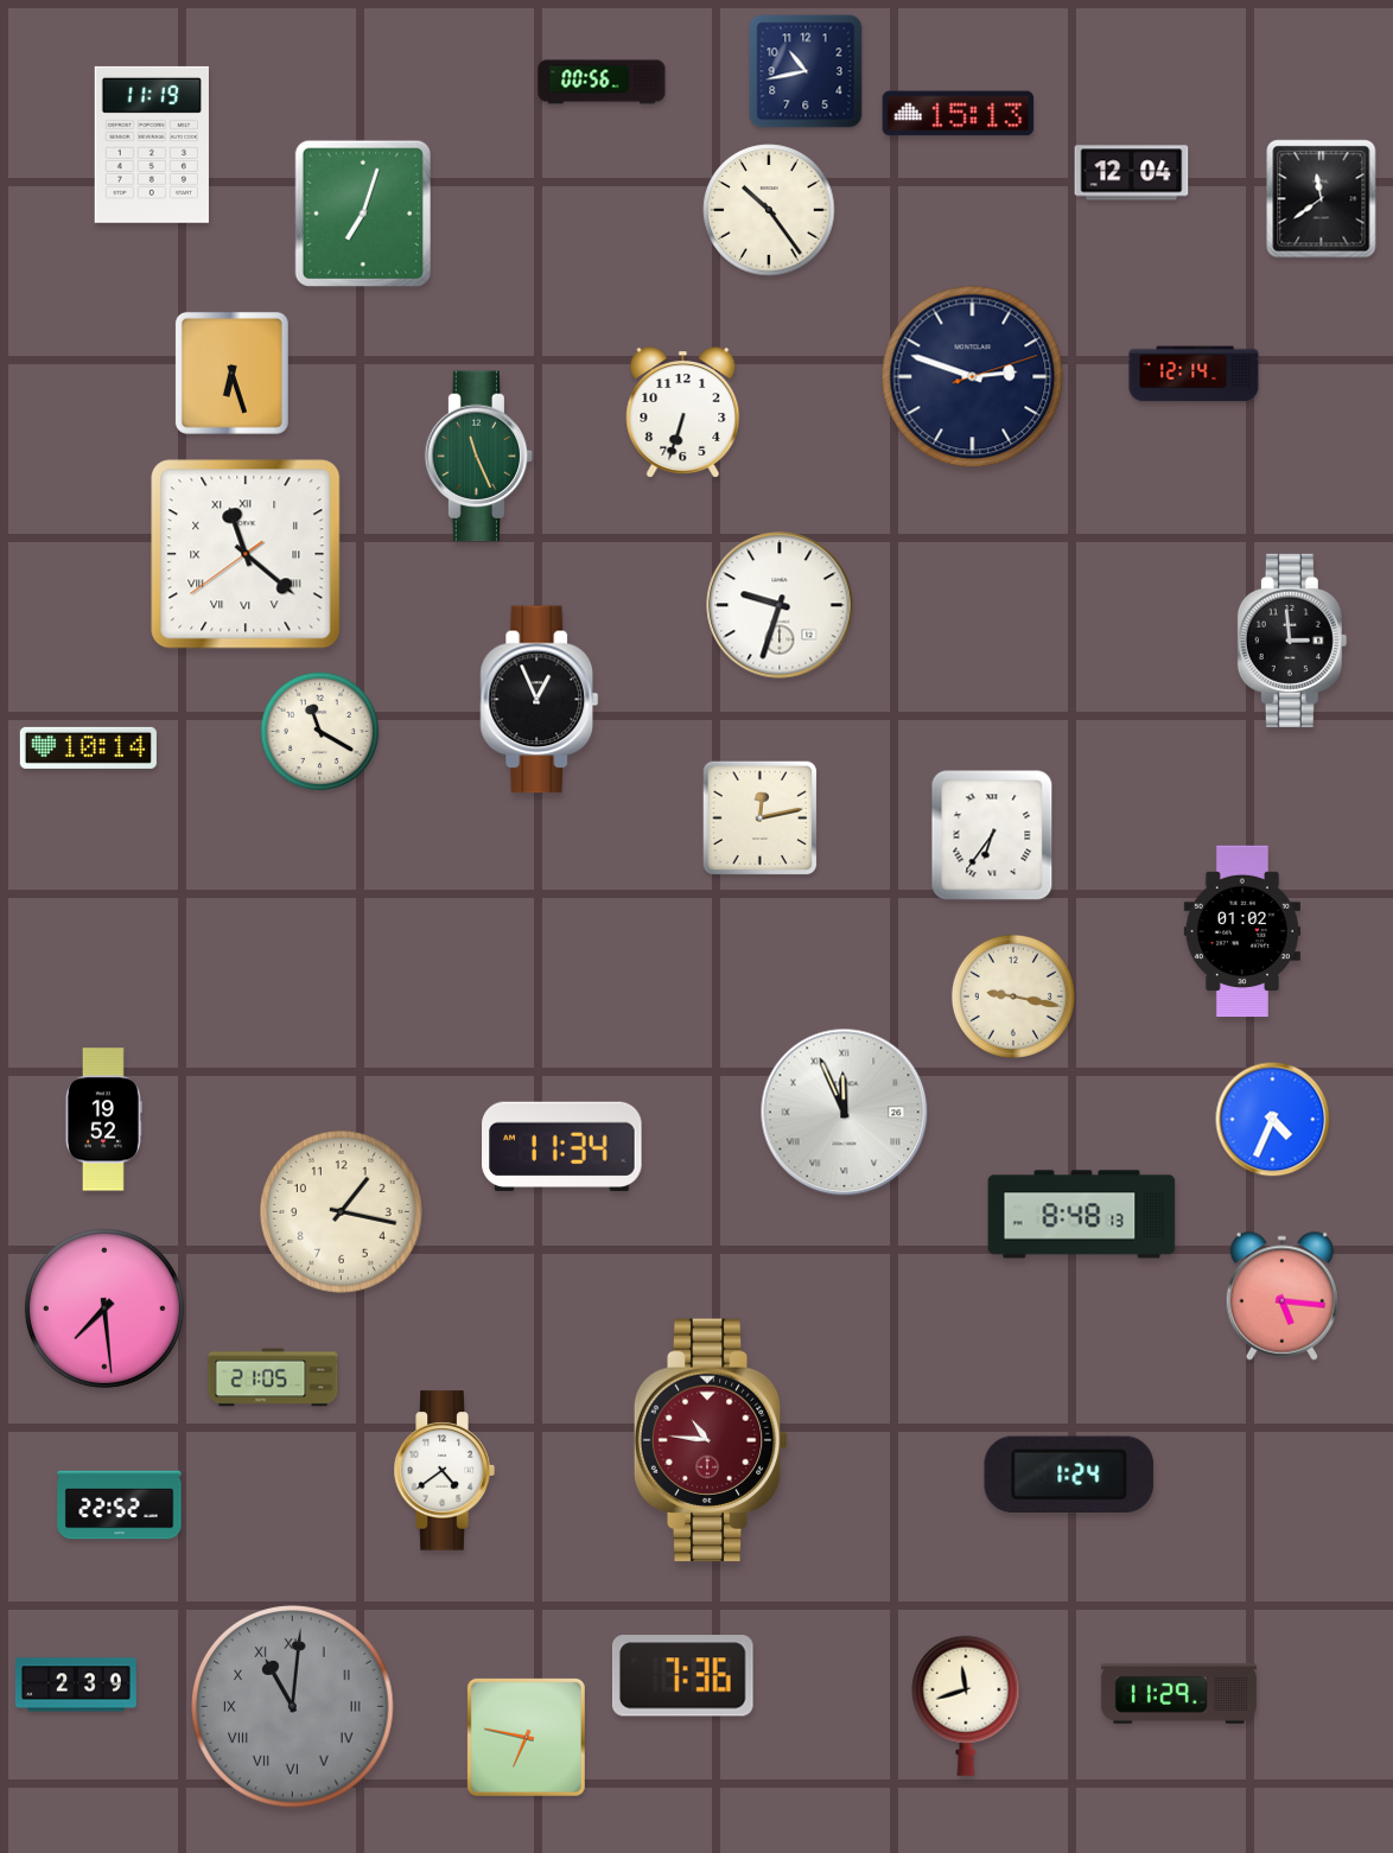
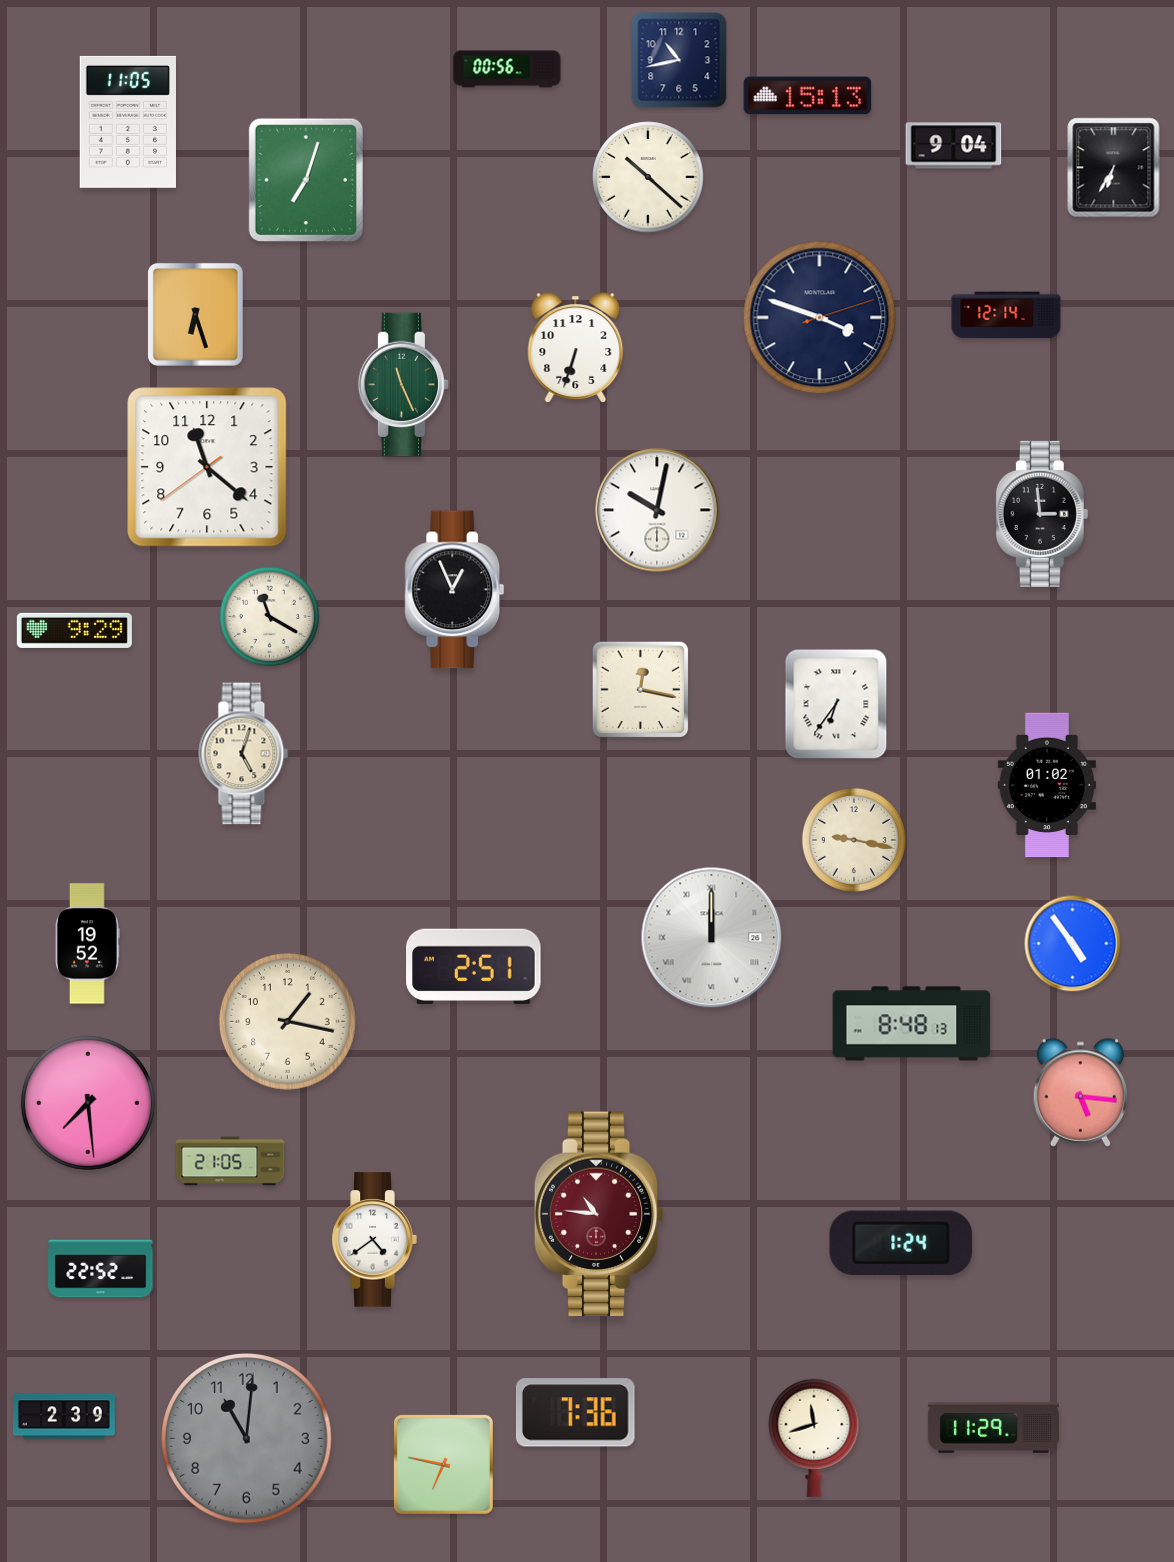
clock at (152, 145): 11:19 -> 11:05
clock at (1132, 173): 12:04 -> 9:04
clock at (1322, 199): 11:39 -> 6:35
clock at (769, 210): 10:24 -> 10:22
clock at (973, 377): 2:48 -> 3:48
clock at (246, 554) numerals: Roman -> Arabic
clock at (780, 605): 9:33 -> 10:02
clock at (1292, 641) position: (1292, 641) -> (1042, 514)
clock at (88, 747): 10:14 -> 9:29
clock at (761, 819): 12:13 -> 12:17
clock at (244, 754): none -> 5:03
clock at (845, 1113): 11:56 -> 12:00
clock at (1273, 1120): 4:34 -> 4:54
clock at (562, 1146): 11:34 -> 2:51
clock at (77, 1685) position: (77, 1685) -> (65, 1416)
clock at (293, 1707) numerals: Roman -> Arabic
